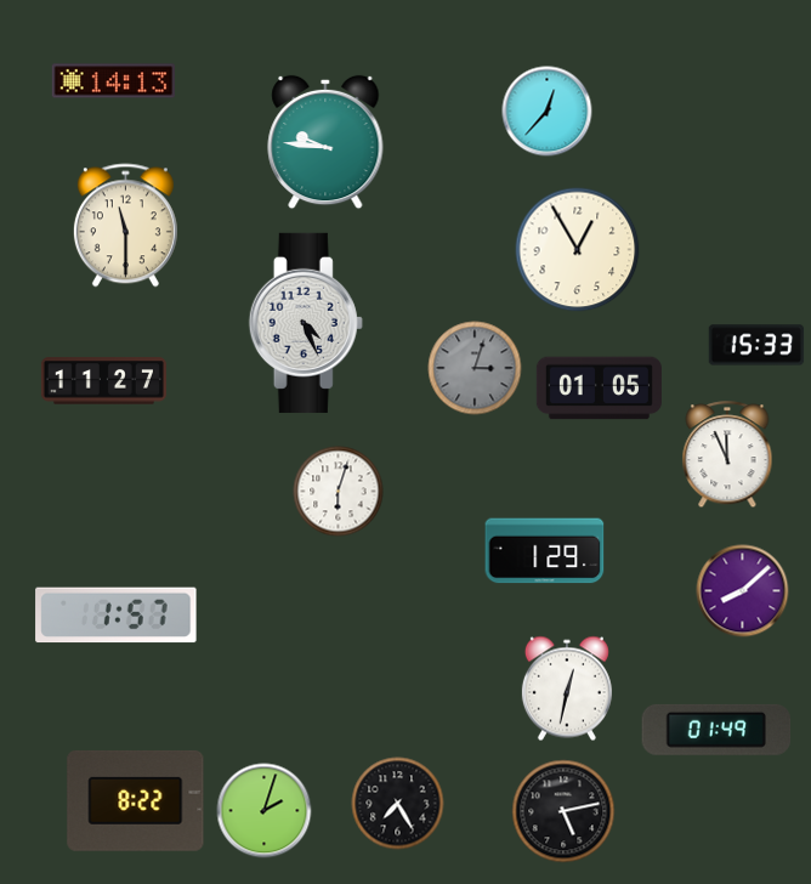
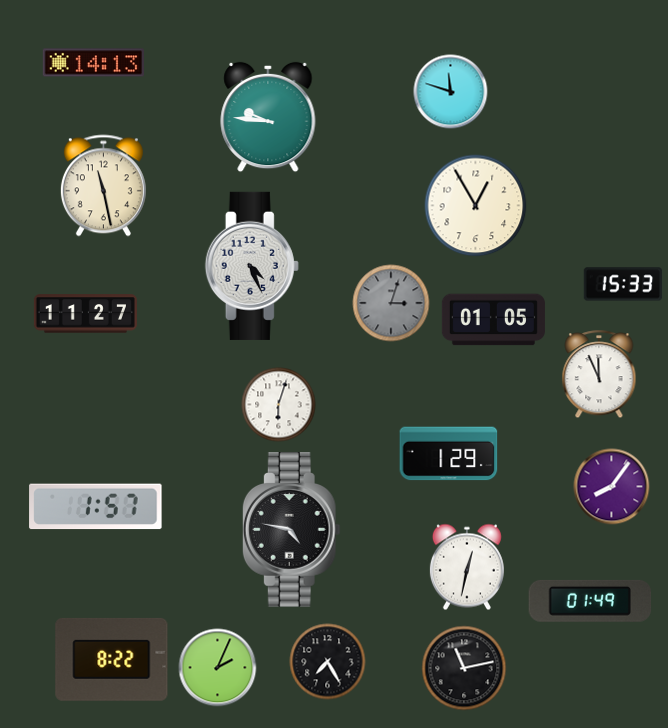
clock at (113, 81) position: (113, 81) -> (93, 63)
clock at (548, 112): 12:37 -> 11:48
clock at (125, 226): 11:30 -> 11:28
clock at (743, 591): 8:08 -> 8:06
clock at (291, 530): none -> 4:47
clock at (265, 811): 2:03 -> 2:04
clock at (563, 811): 5:13 -> 11:13
